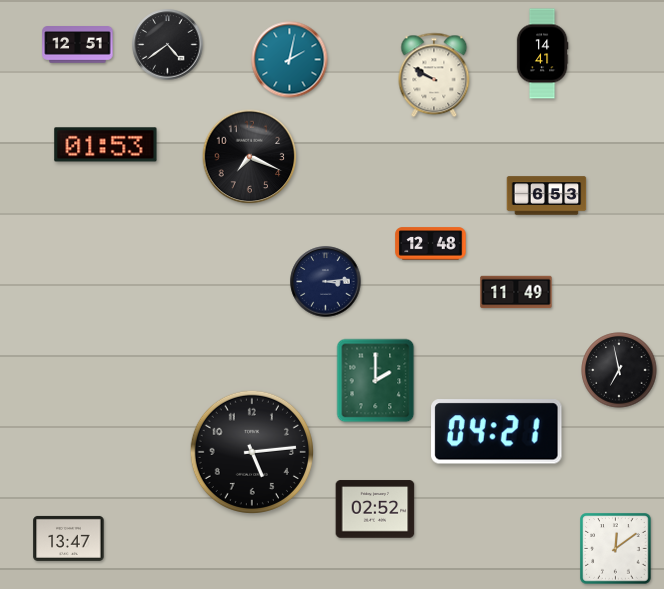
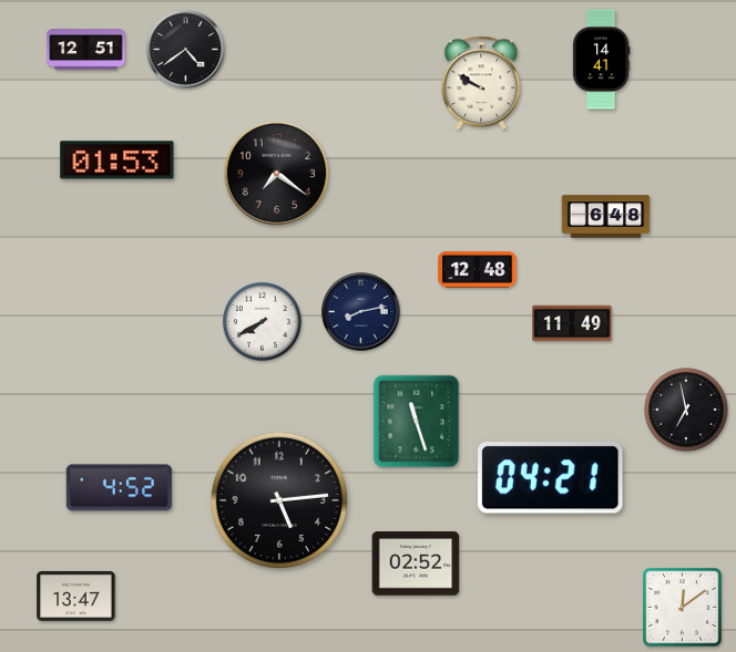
clock at (290, 60): 2:02 -> none
clock at (250, 157): 7:19 -> 7:21
clock at (547, 196): 6:53 -> 6:48
clock at (326, 282): 3:14 -> 8:13
clock at (262, 321): none -> 7:40
clock at (376, 381): 2:00 -> 11:27
clock at (120, 488): none -> 4:52
